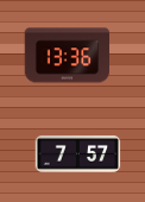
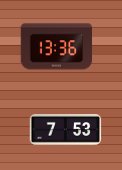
clock at (78, 154): 7:57 -> 7:53
